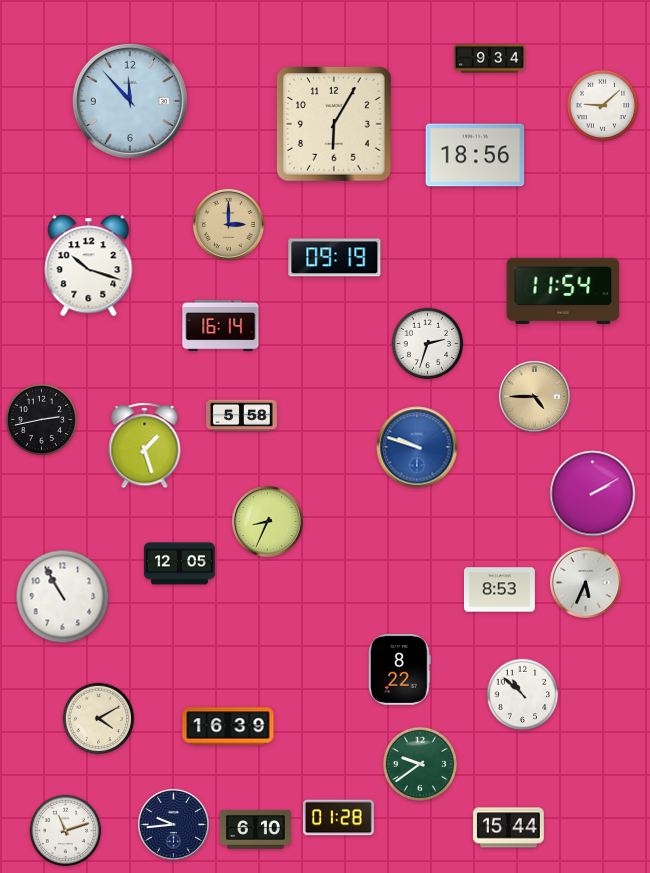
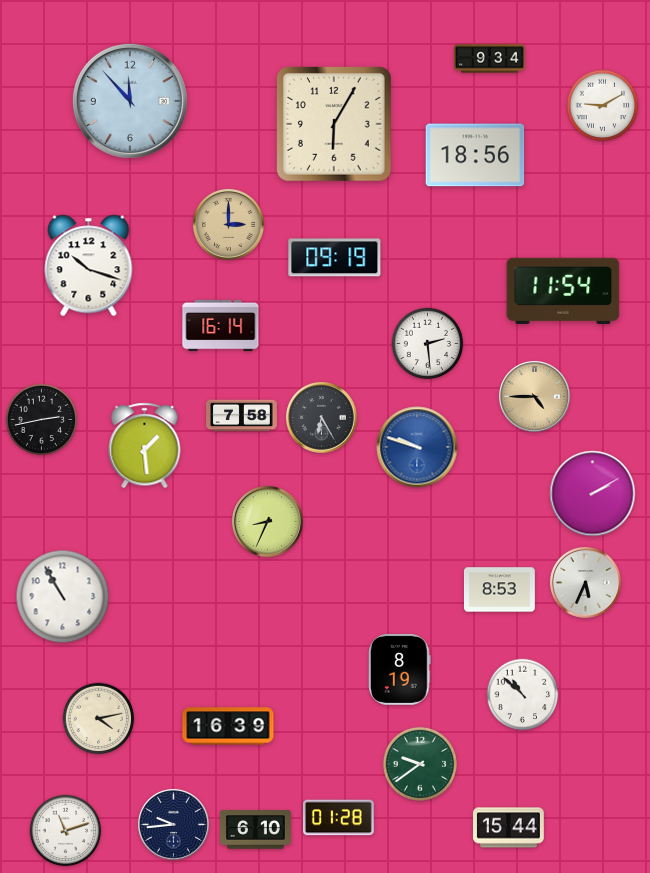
clock at (603, 106): 9:08 -> 9:10
clock at (428, 344): 2:33 -> 2:29
clock at (242, 416): 5:58 -> 7:58
clock at (321, 417): none -> 6:25
clock at (145, 446): 1:27 -> 1:29
clock at (179, 564): 12:05 -> none
clock at (400, 669): 8:22 -> 8:19
clock at (99, 719): 4:10 -> 4:13
